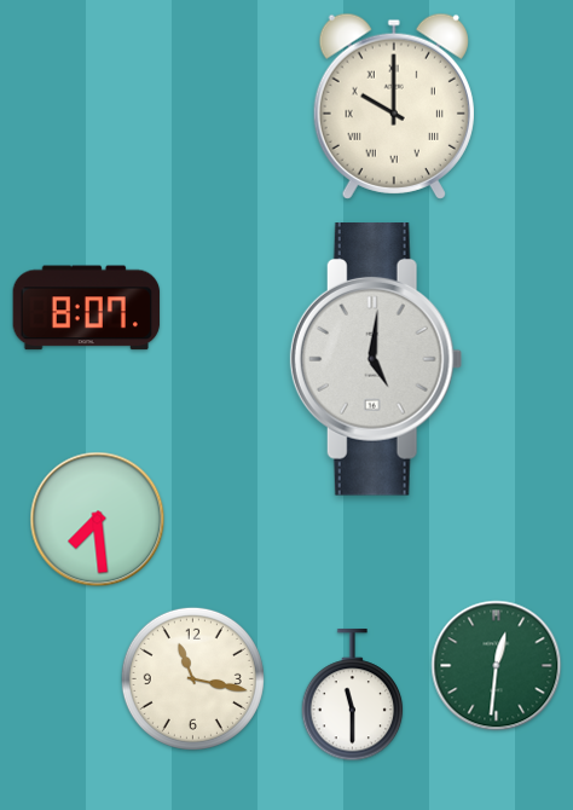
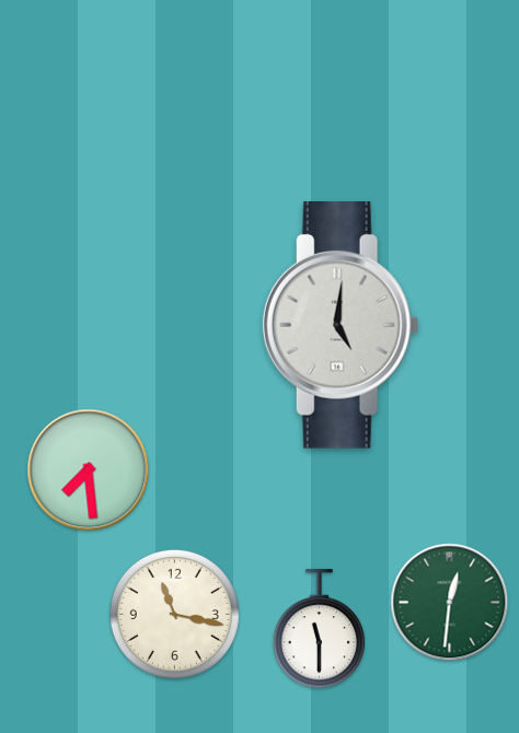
clock at (394, 106): 10:00 -> none
clock at (87, 308): 8:07 -> none
